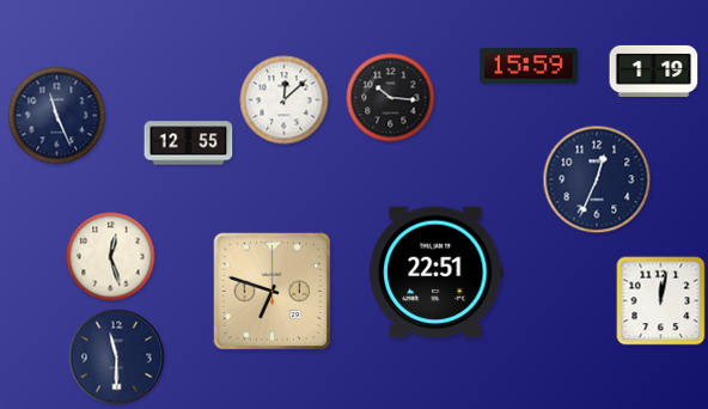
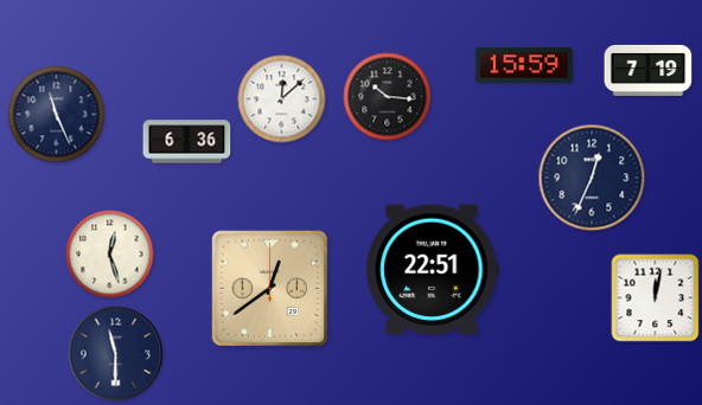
clock at (654, 71): 1:19 -> 7:19
clock at (189, 144): 12:55 -> 6:36
clock at (273, 292): 6:48 -> 12:39
